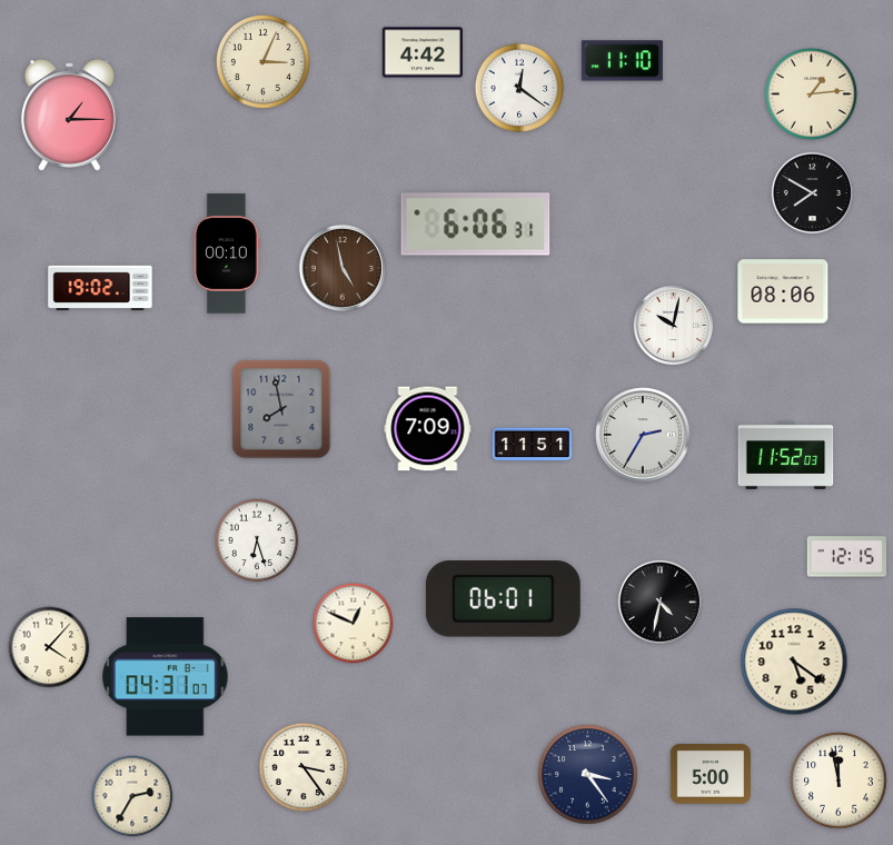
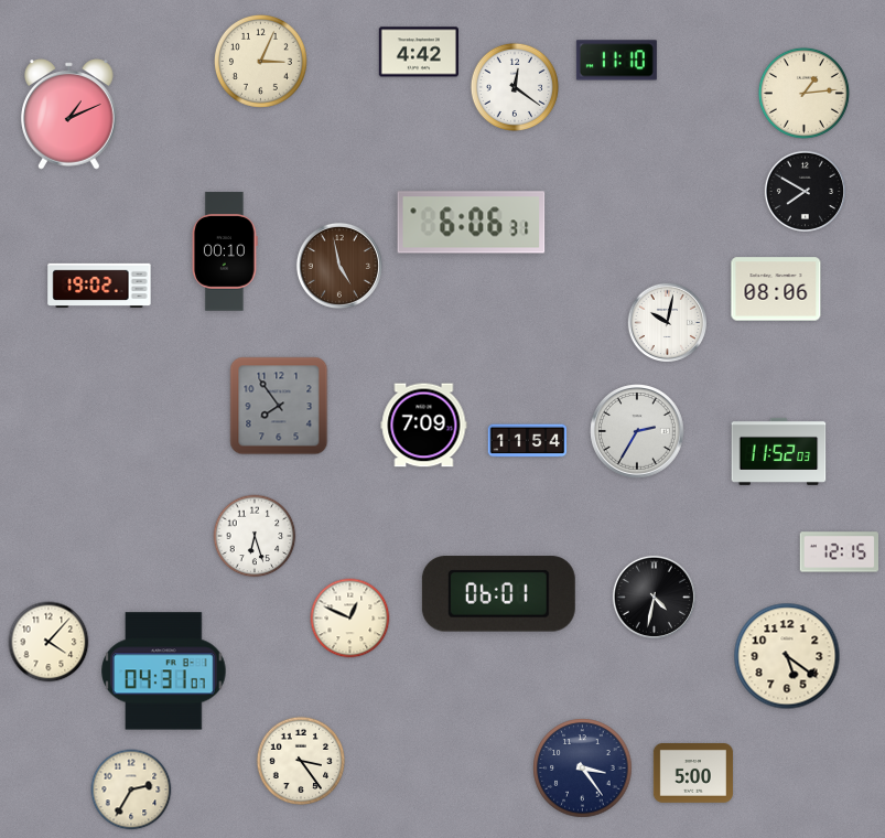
clock at (70, 116): 1:15 -> 1:11
clock at (281, 409): 7:58 -> 7:54
clock at (533, 445): 11:51 -> 11:54
clock at (711, 775) position: (711, 775) -> (693, 774)
clock at (839, 781): 11:58 -> none
